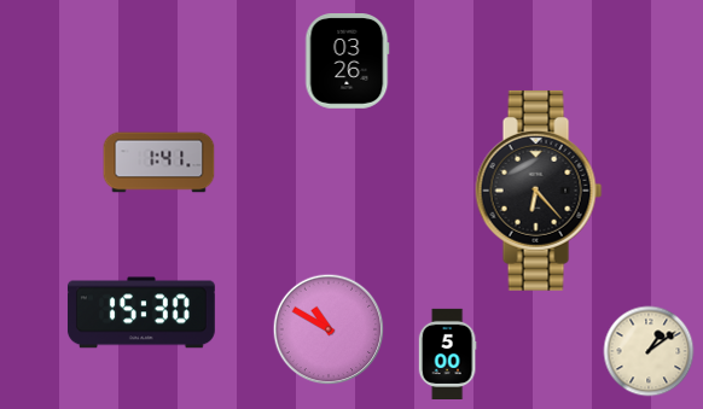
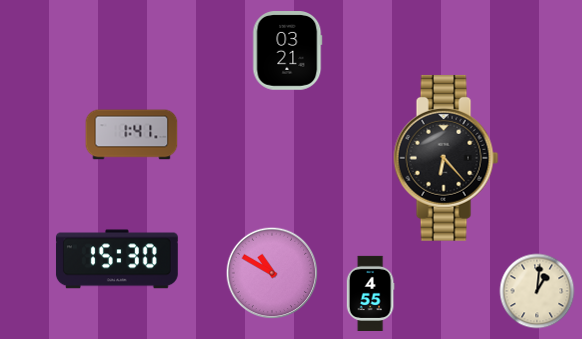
clock at (348, 62): 03:26 -> 03:21
clock at (649, 351): 1:09 -> 1:01
clock at (447, 354): 5:00 -> 4:55
